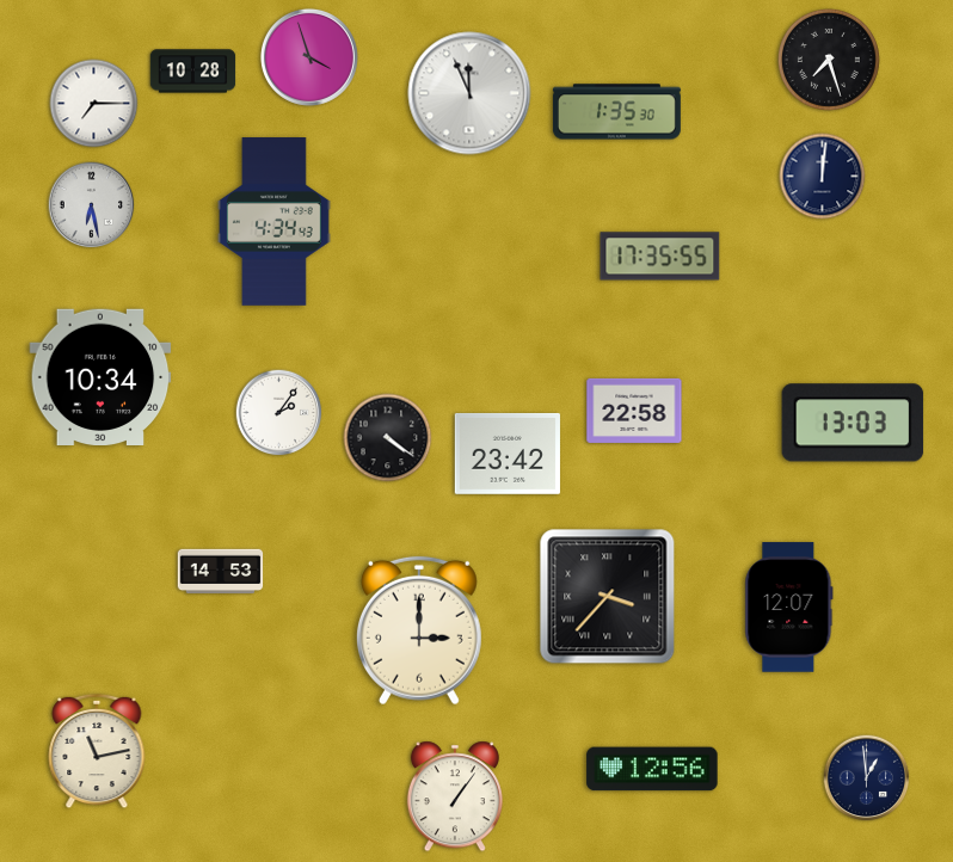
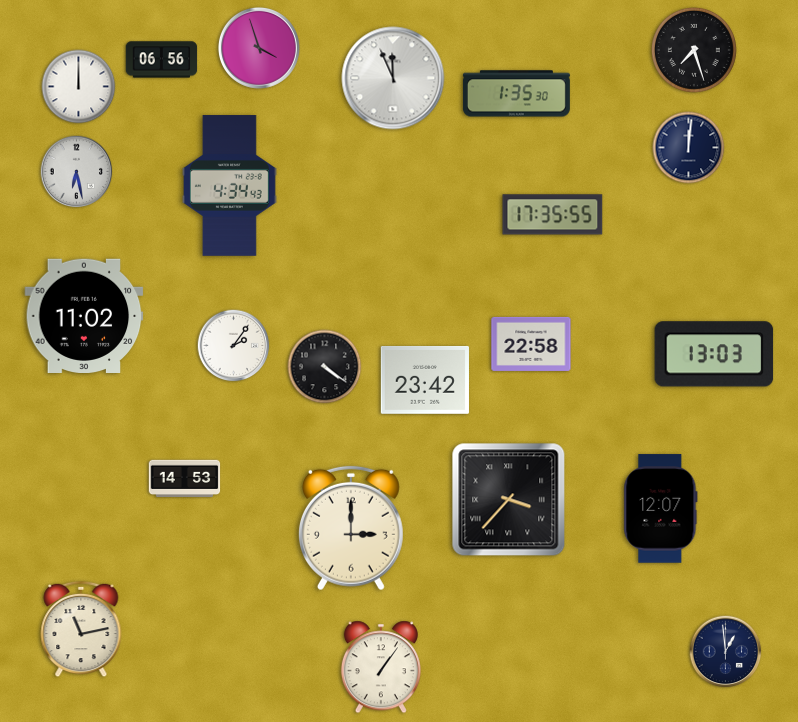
clock at (193, 72): 10:28 -> 06:56
clock at (94, 104): 7:15 -> 12:00
clock at (100, 376): 10:34 -> 11:02
clock at (652, 769): 12:56 -> none
